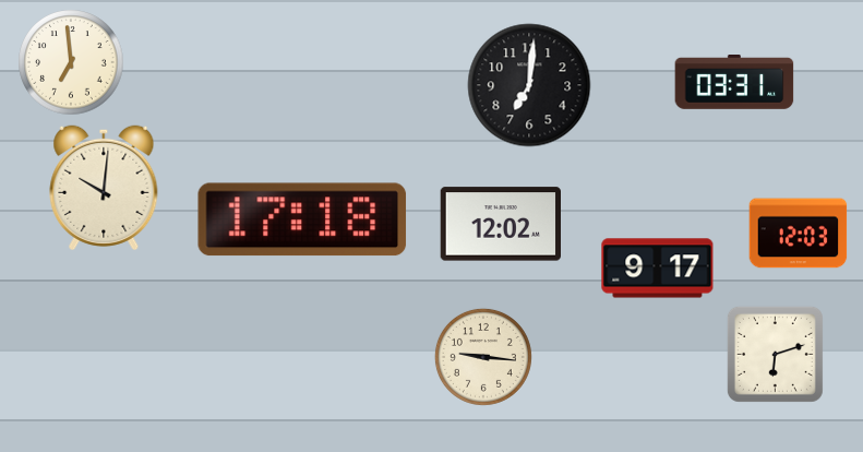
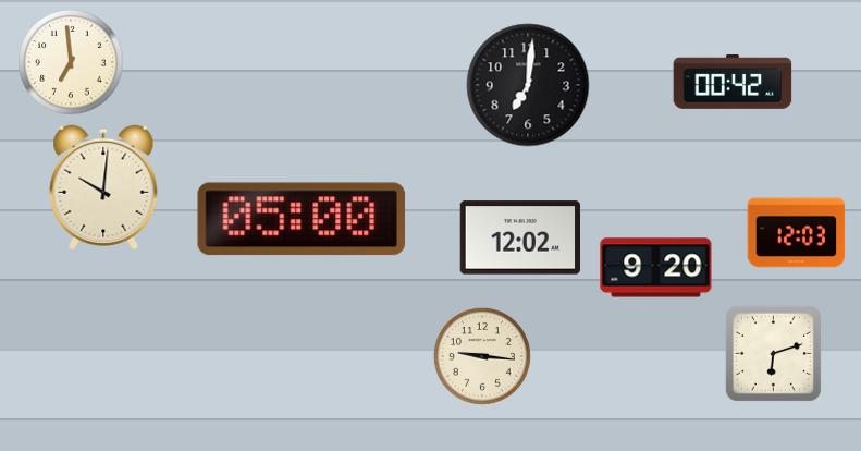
clock at (734, 83): 03:31 -> 00:42
clock at (302, 219): 17:18 -> 05:00
clock at (501, 224) position: (501, 224) -> (520, 237)
clock at (658, 269): 9:17 -> 9:20
